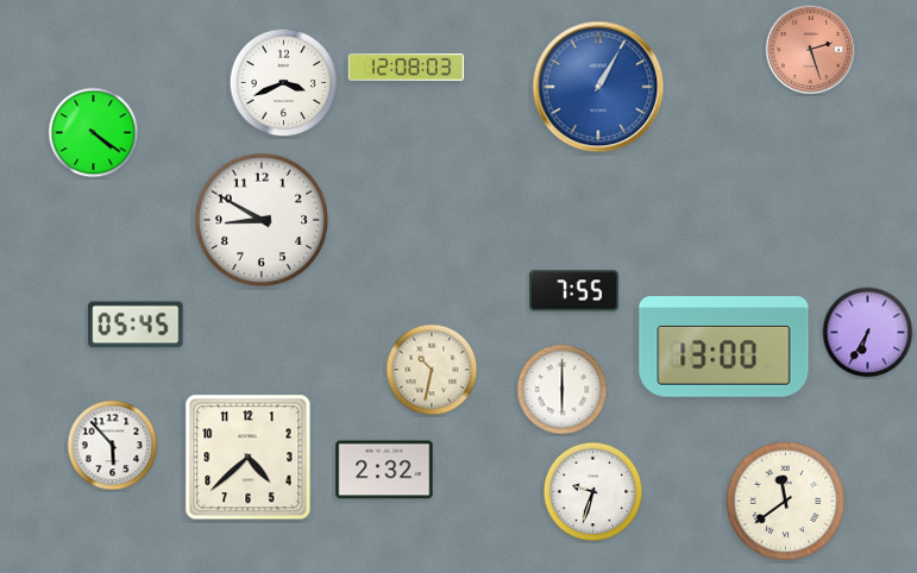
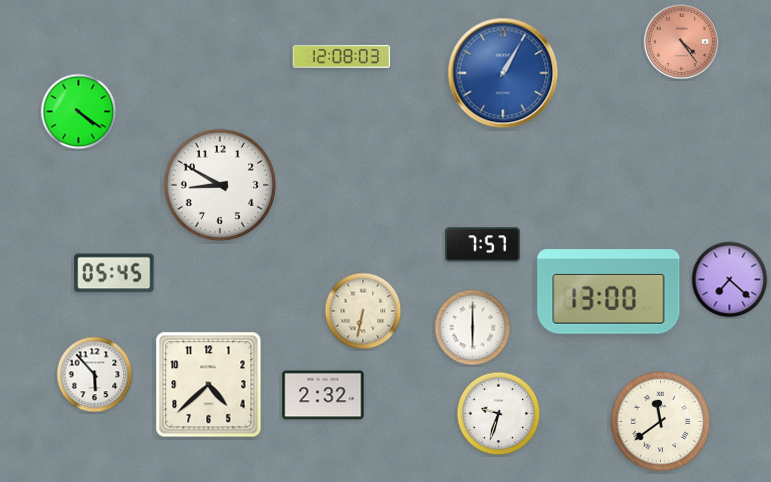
clock at (811, 50): 2:27 -> 4:24
clock at (284, 83): 3:41 -> none
clock at (573, 291): 7:55 -> 7:57
clock at (868, 333): 6:35 -> 7:22
clock at (432, 370): 10:32 -> 6:32
